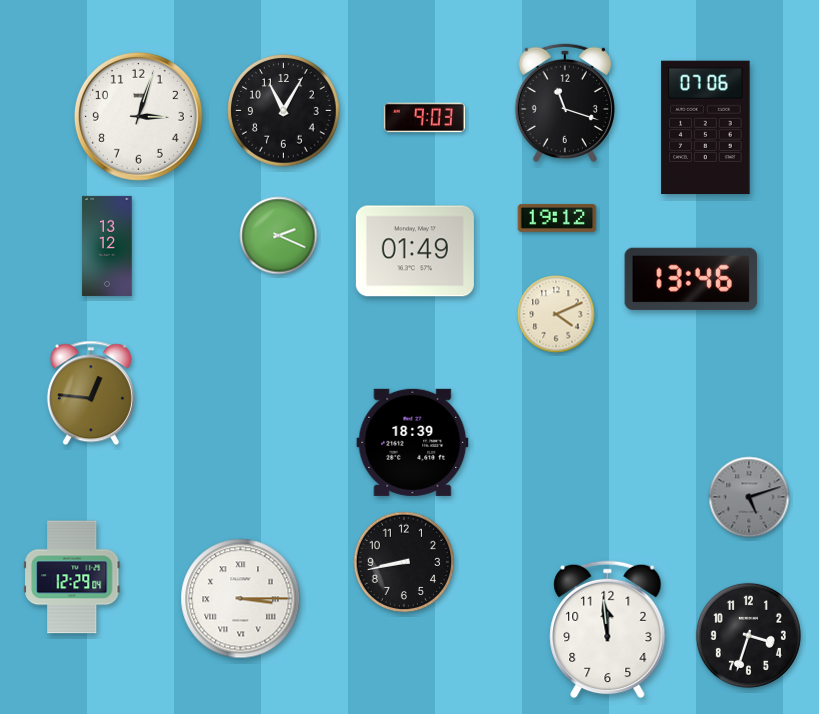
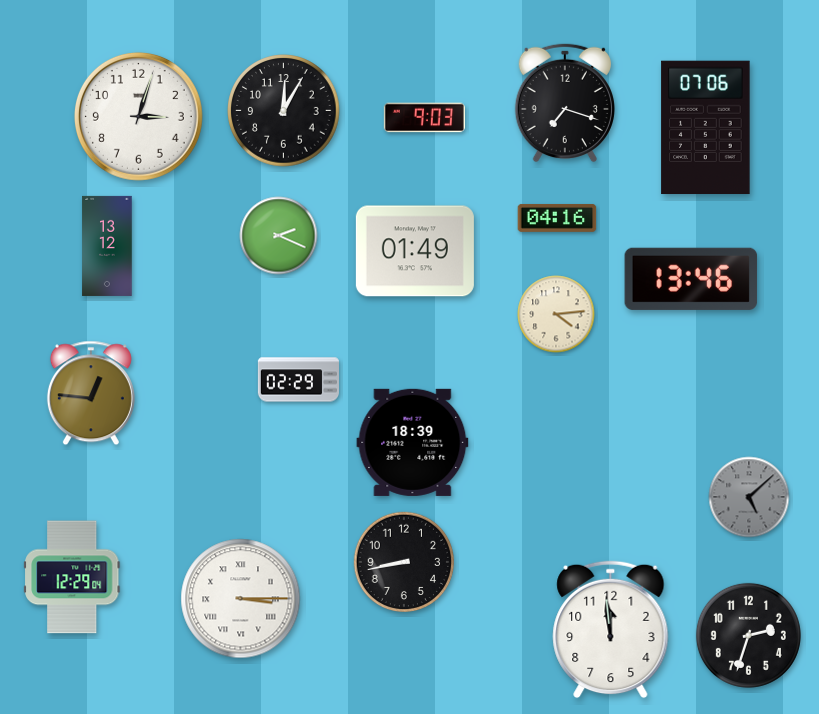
clock at (565, 103): 11:18 -> 7:18
clock at (284, 111): 11:05 -> 12:05
clock at (557, 218): 19:12 -> 04:16
clock at (556, 314): 4:11 -> 4:14
clock at (298, 380): none -> 02:29
clock at (749, 497): 5:12 -> 5:08
clock at (608, 630) position: (608, 630) -> (611, 630)
clock at (748, 635): 3:33 -> 2:33
